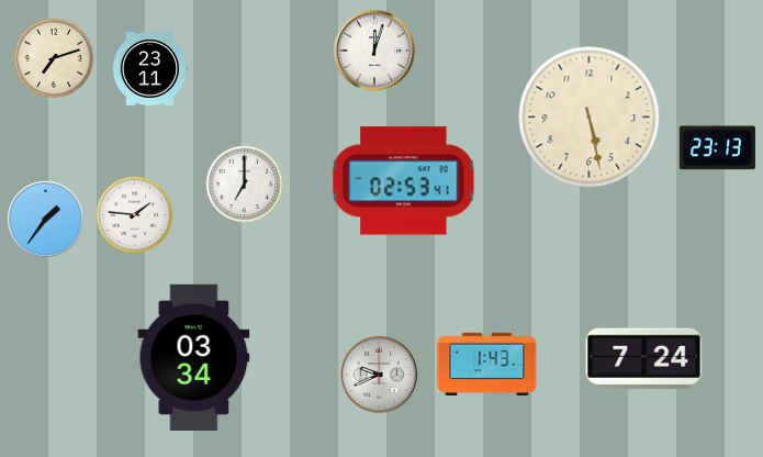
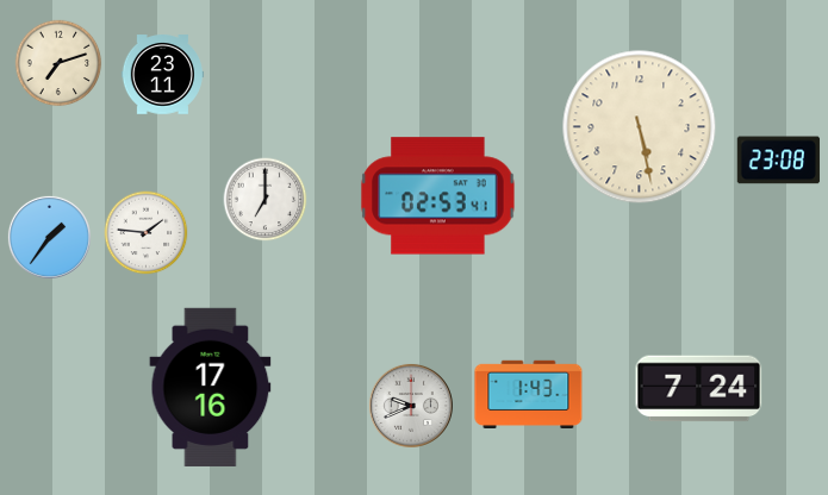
clock at (374, 51): 12:03 -> none
clock at (717, 148): 23:13 -> 23:08
clock at (194, 357): 03:34 -> 17:16
